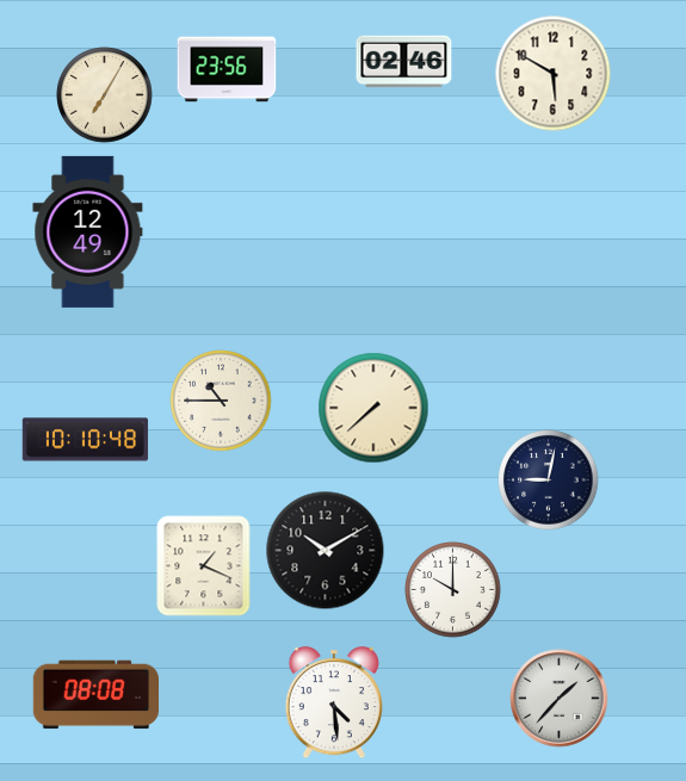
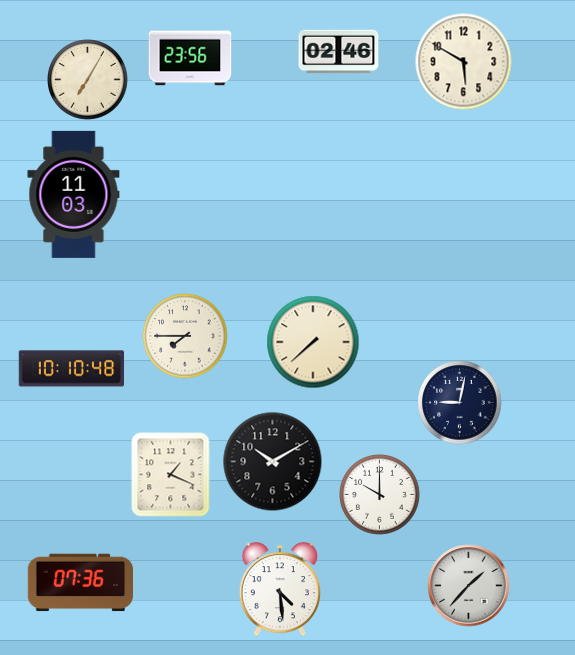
clock at (88, 231): 12:49 -> 11:03
clock at (221, 401): 10:45 -> 7:45
clock at (95, 695): 08:08 -> 07:36
